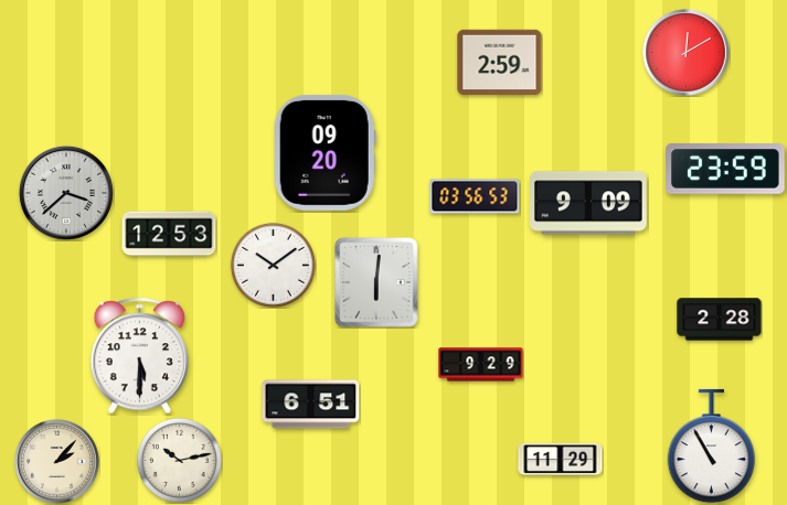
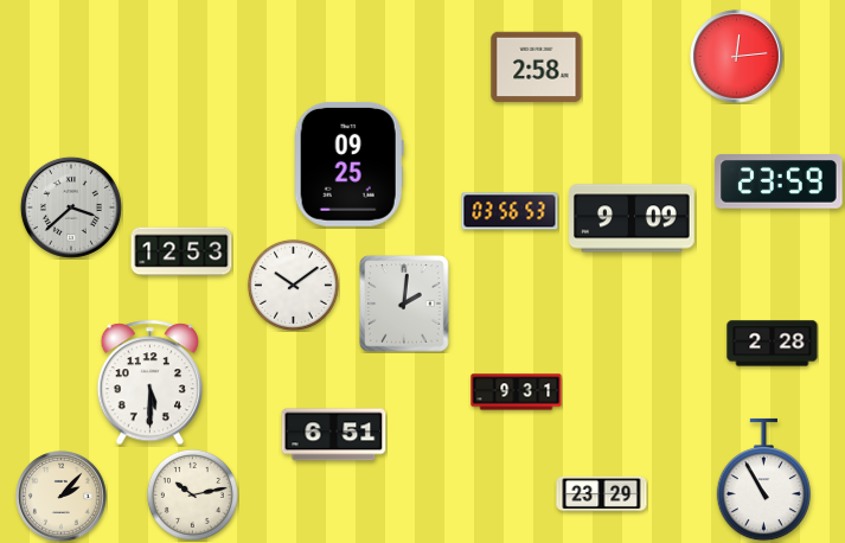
clock at (687, 53): 12:10 -> 12:14
clock at (500, 63): 2:59 -> 2:58
clock at (325, 152): 09:20 -> 09:25
clock at (376, 282): 6:01 -> 2:01
clock at (481, 365): 9:29 -> 9:31
clock at (561, 460): 11:29 -> 23:29
